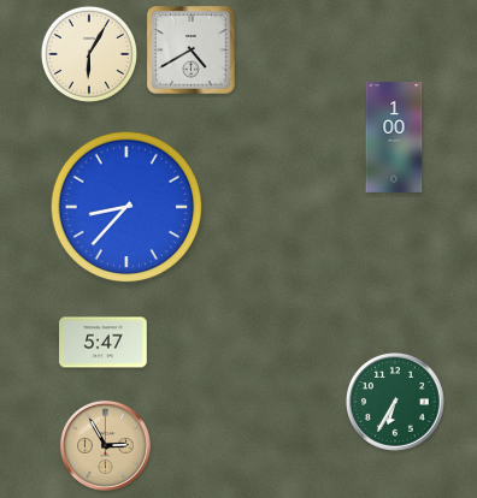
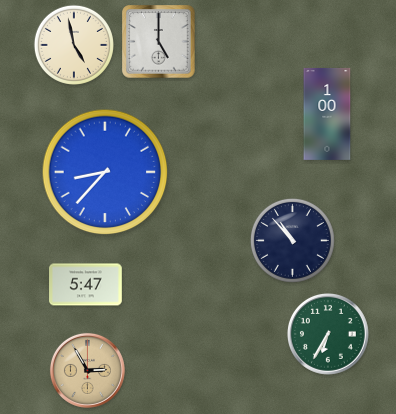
clock at (192, 51): 4:40 -> 5:00
clock at (89, 54): 6:05 -> 4:58
clock at (292, 240): none -> 10:53
